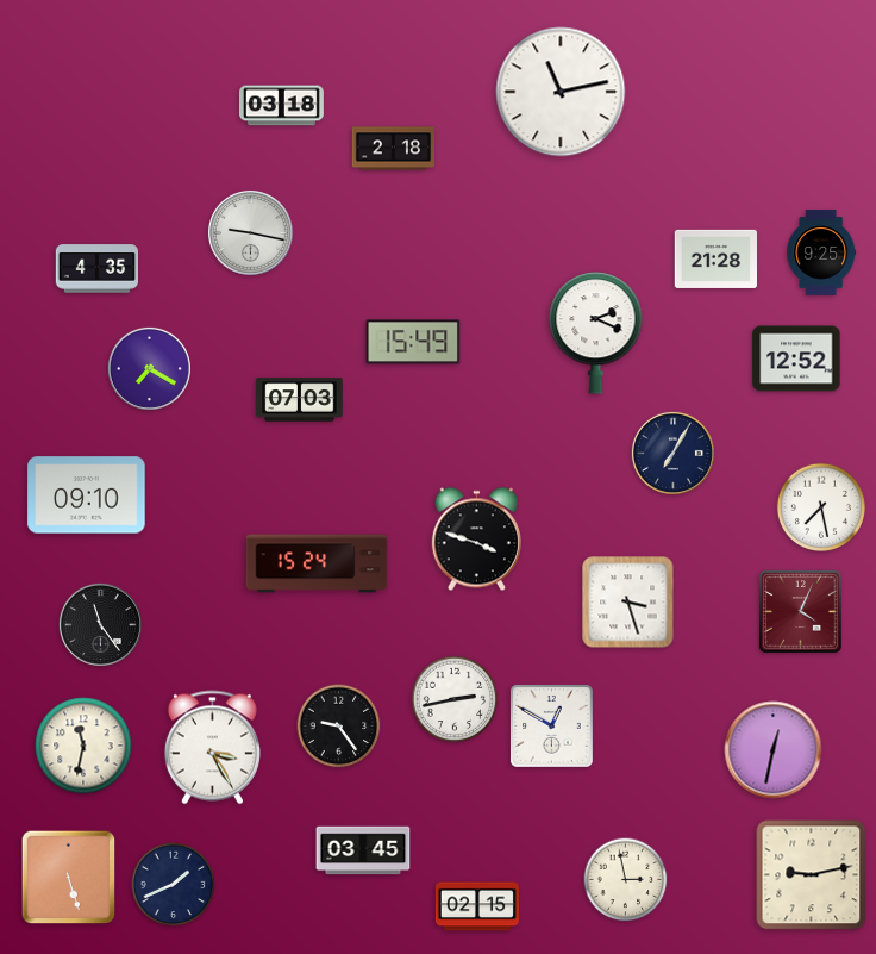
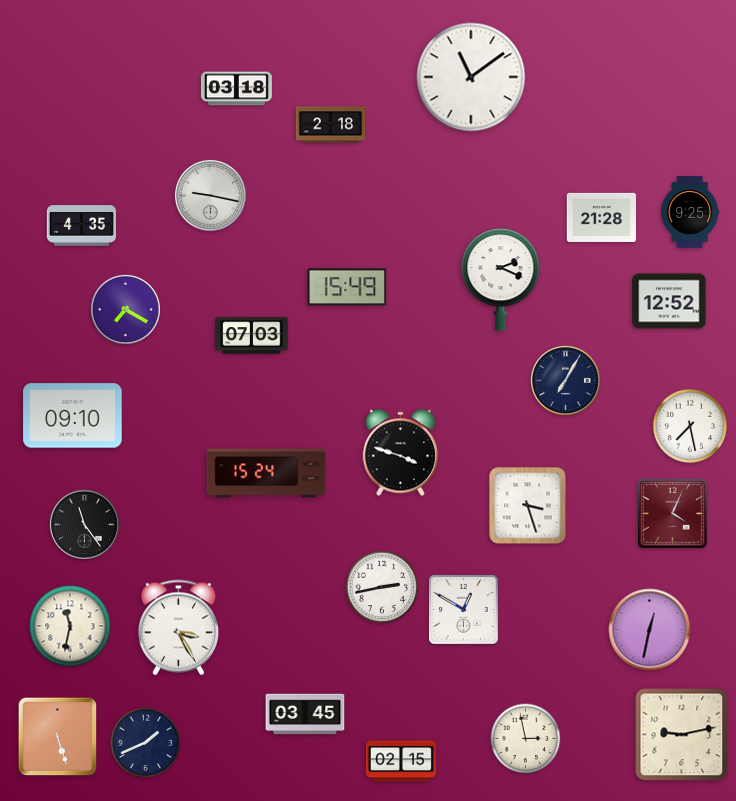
clock at (561, 92): 11:13 -> 11:09
clock at (339, 727): 9:24 -> none
